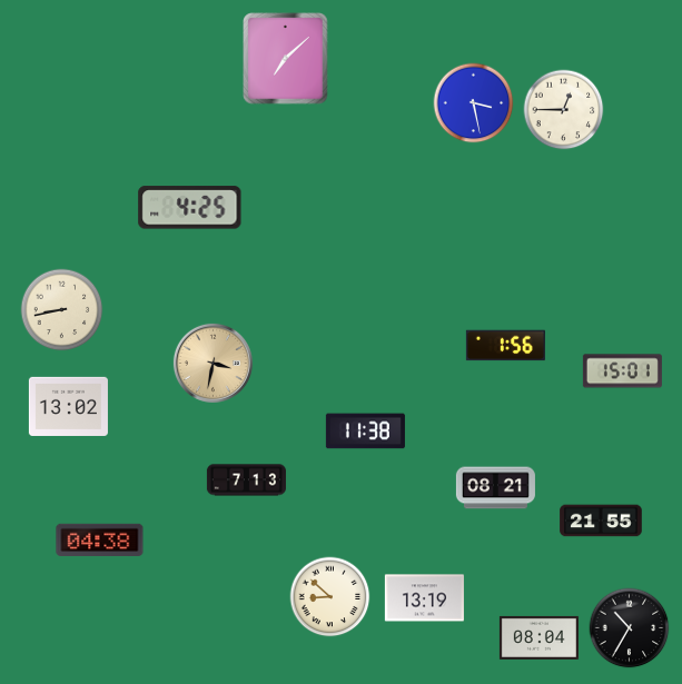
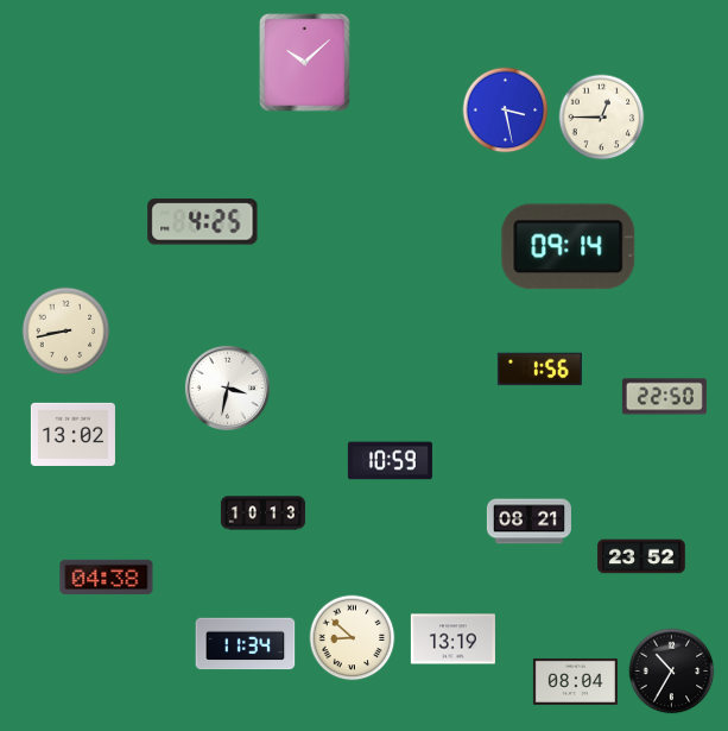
clock at (286, 59): 7:08 -> 10:08
clock at (569, 247): none -> 09:14
clock at (212, 363) dial: champagne -> white
clock at (622, 371): 15:01 -> 22:50
clock at (365, 432): 11:38 -> 10:59
clock at (246, 480): 7:13 -> 10:13
clock at (601, 521): 21:55 -> 23:52
clock at (246, 644): none -> 11:34
